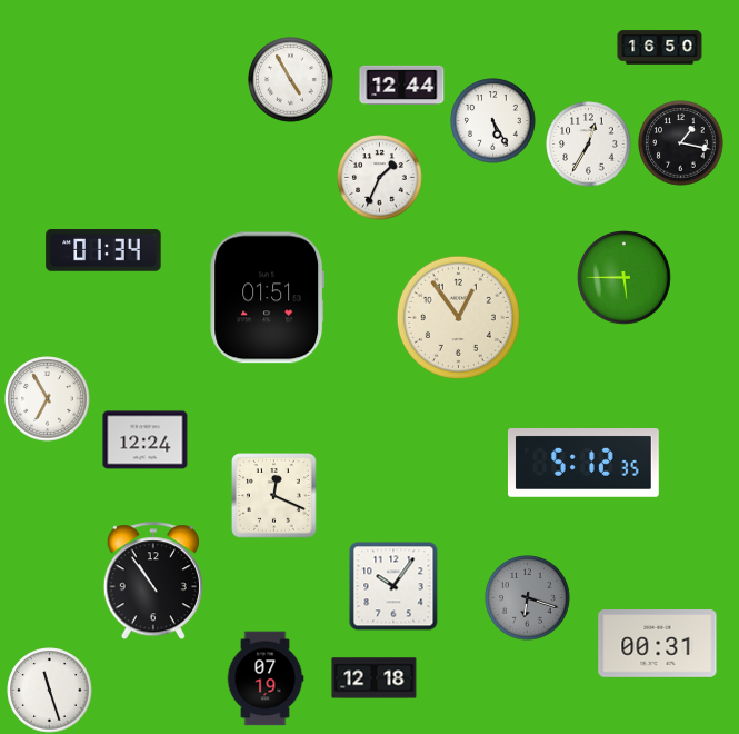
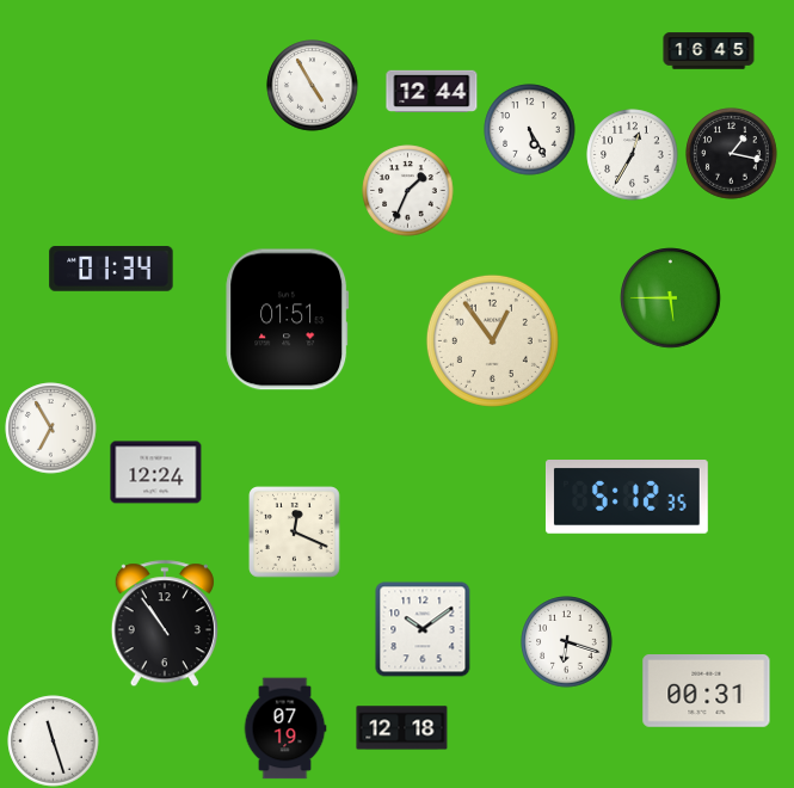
clock at (660, 48): 16:50 -> 16:45
clock at (393, 586): 10:06 -> 10:09
clock at (528, 598) dial: grey -> white
